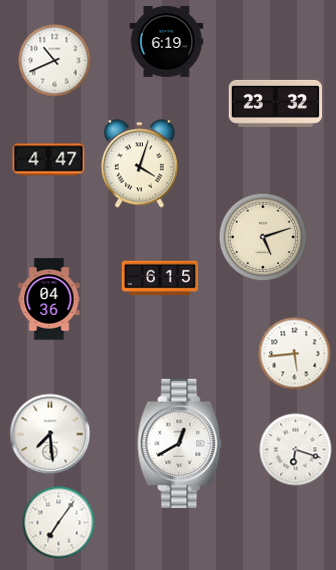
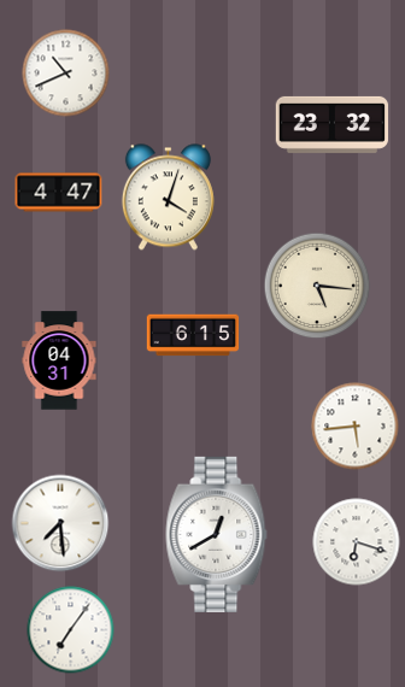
clock at (167, 41): 6:19 -> none
clock at (263, 237): 5:12 -> 5:16
clock at (49, 299): 04:36 -> 04:31
